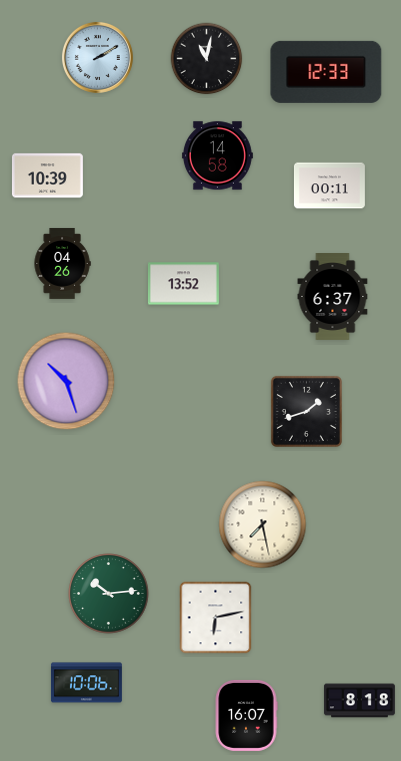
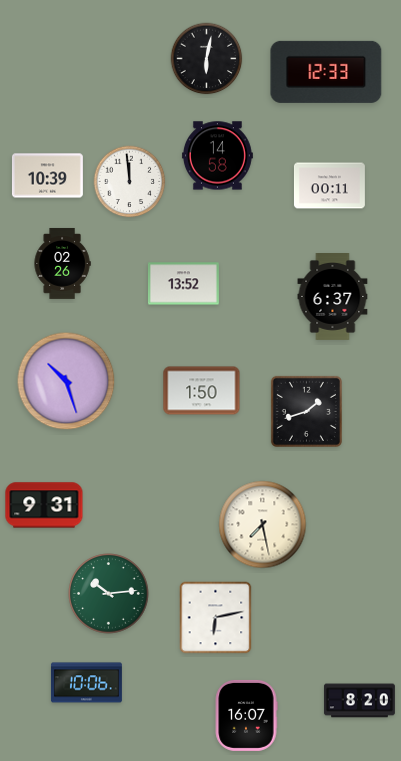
clock at (97, 57): 2:10 -> none
clock at (207, 59): 11:02 -> 6:02
clock at (130, 182): none -> 11:59
clock at (62, 263): 04:26 -> 02:26
clock at (202, 391): none -> 1:50
clock at (44, 505): none -> 9:31
clock at (359, 701): 8:18 -> 8:20
